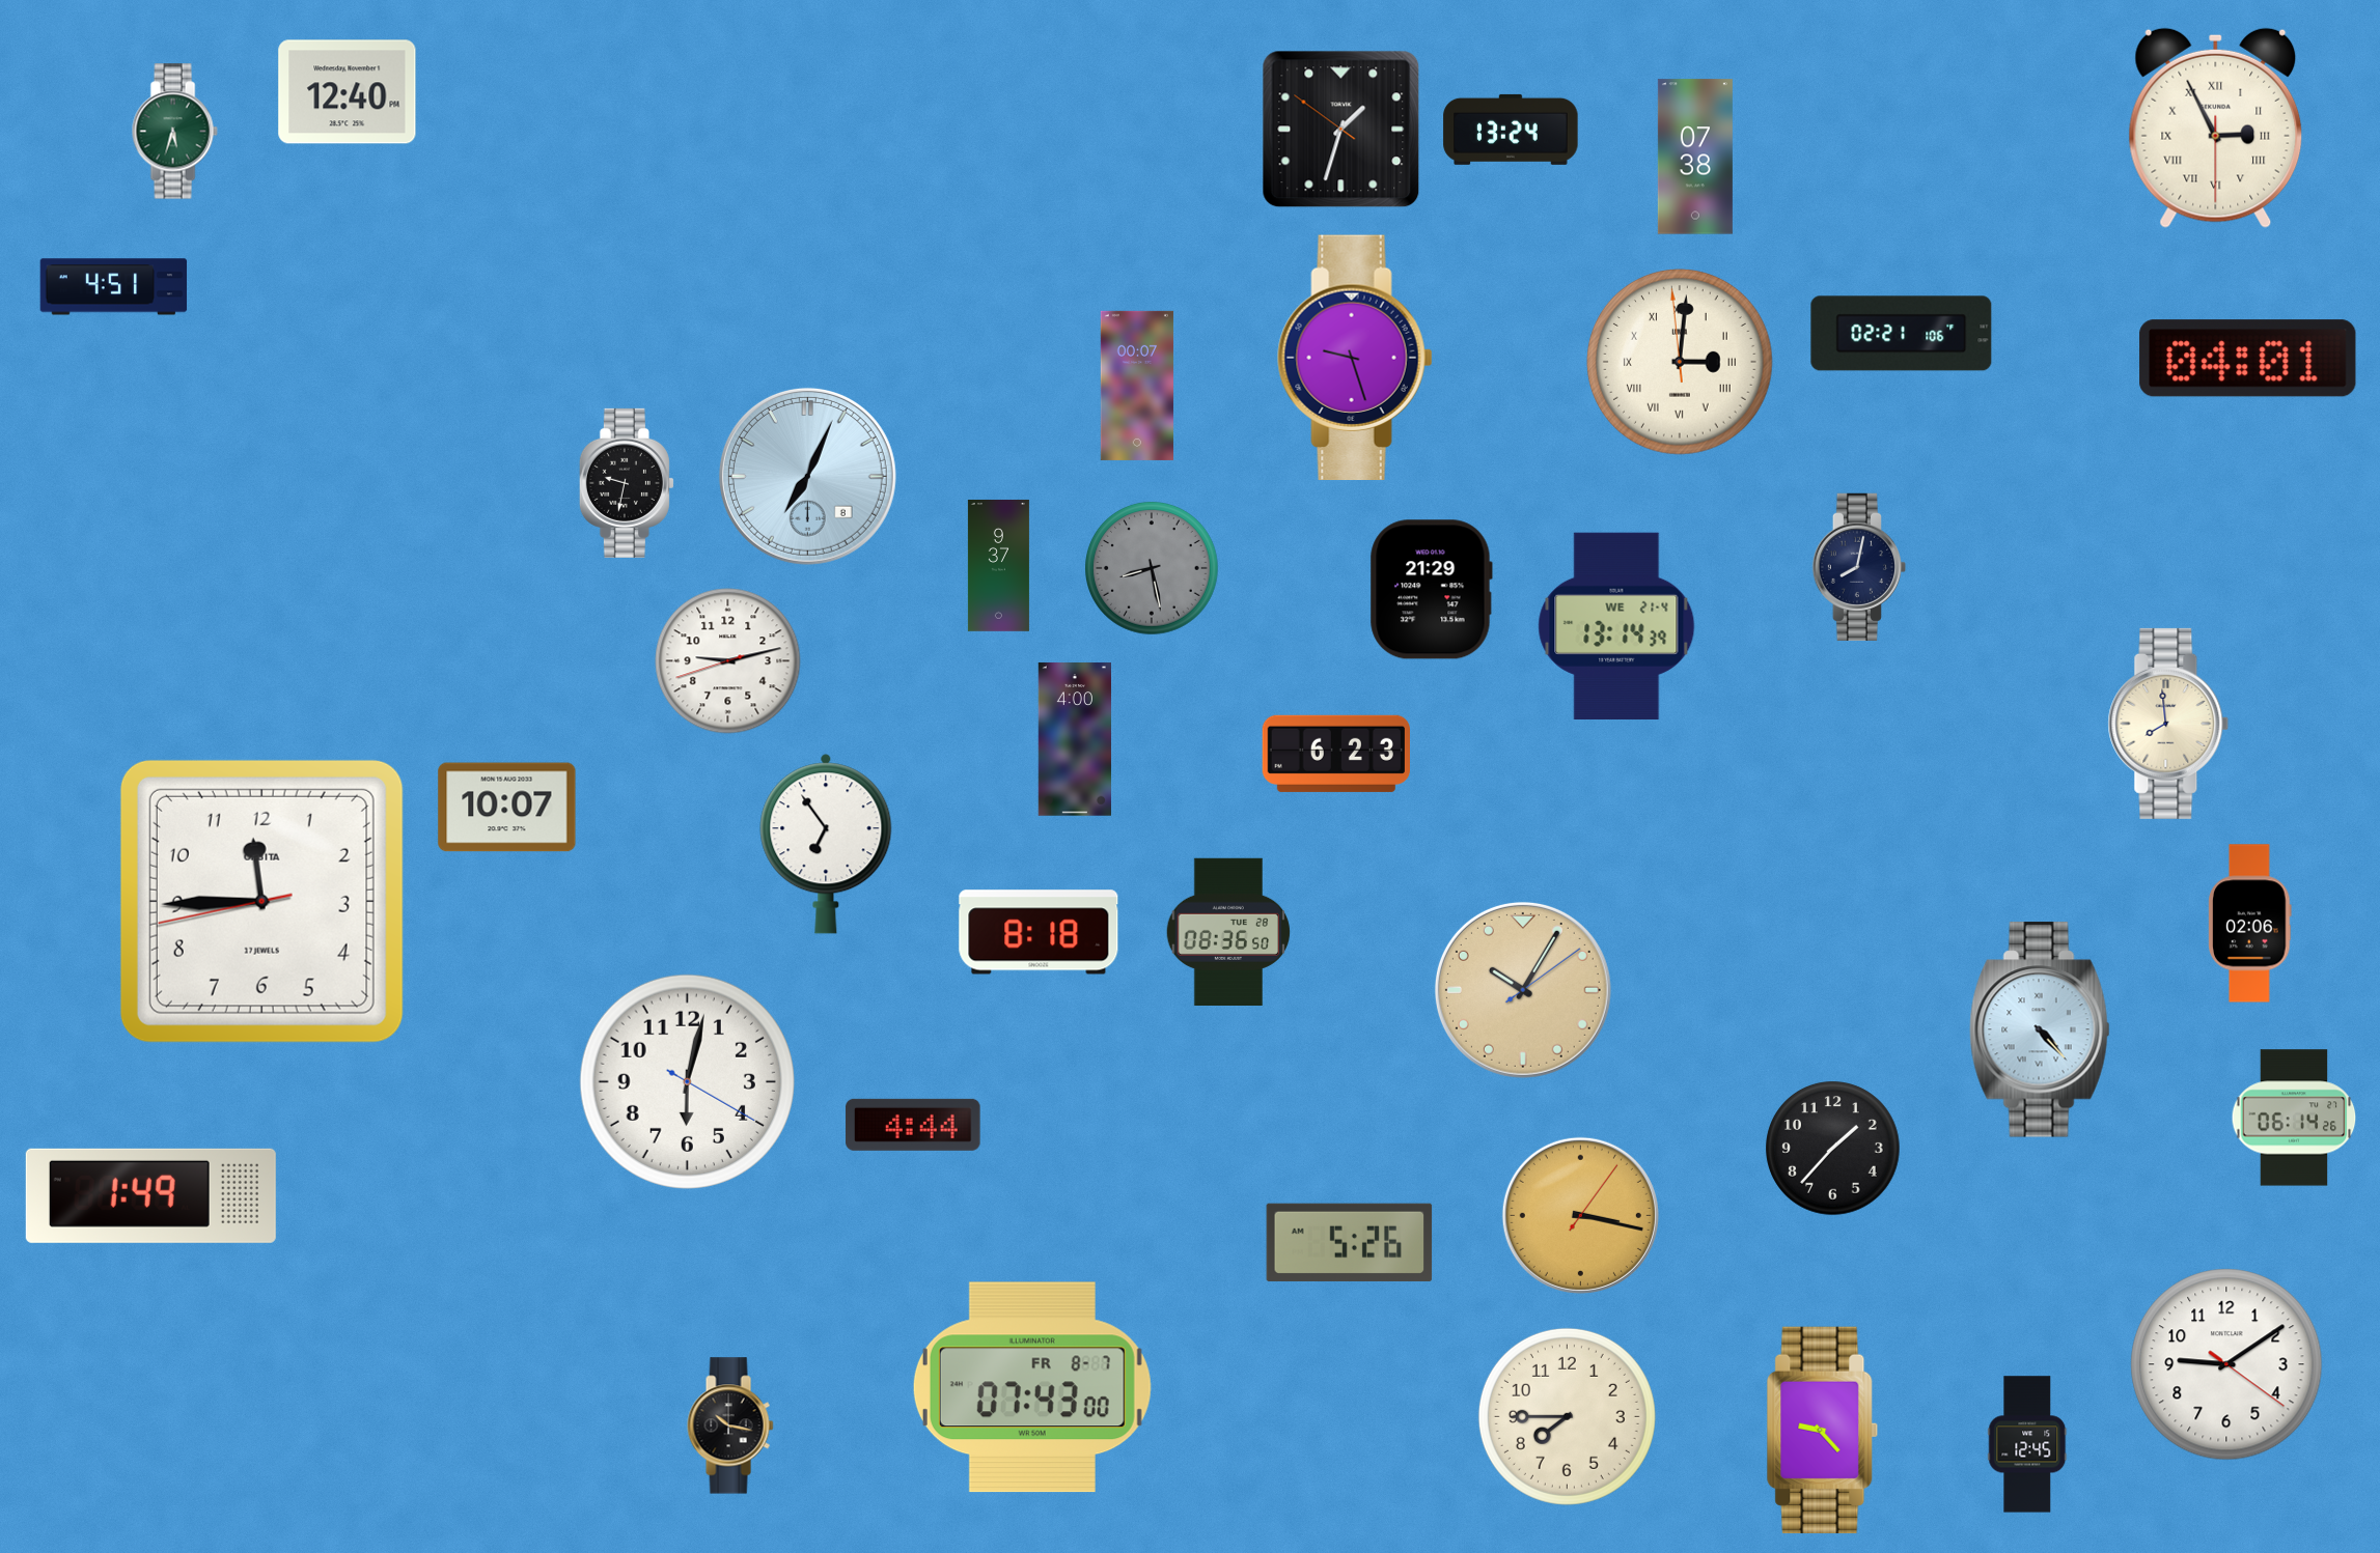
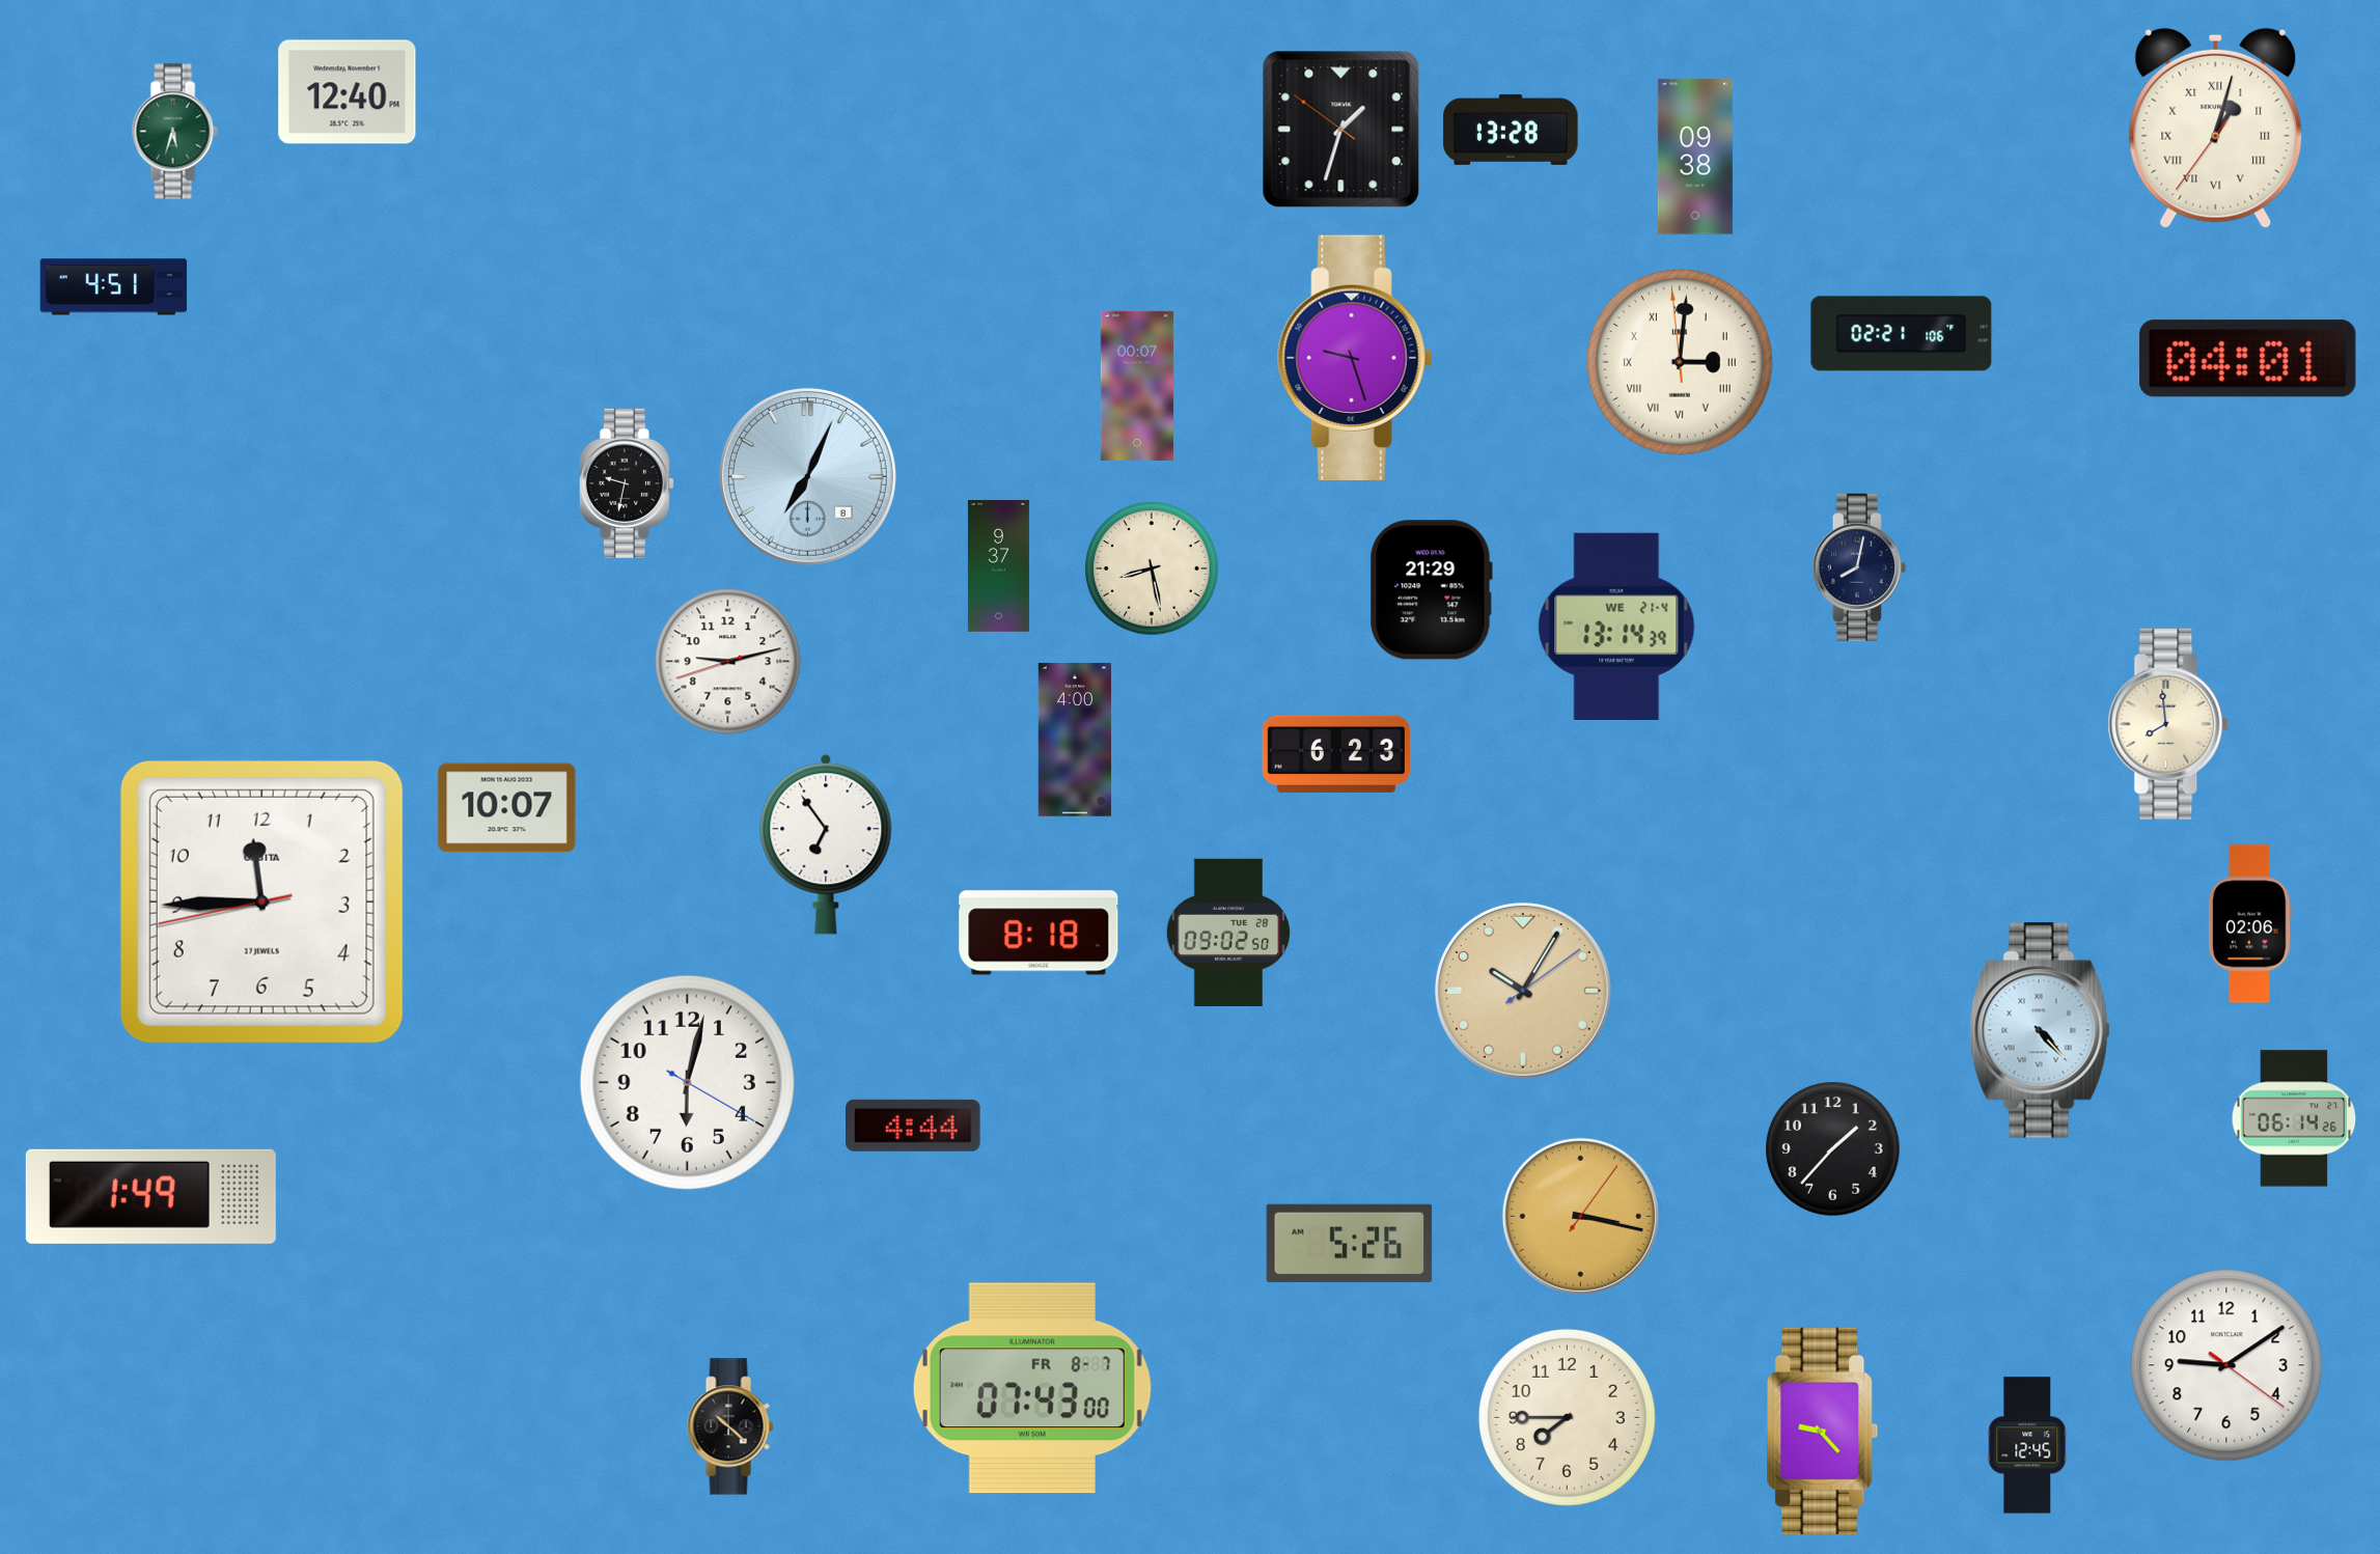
clock at (2216, 128): 2:55 -> 1:02
clock at (1511, 130): 13:24 -> 13:28
clock at (1695, 157): 07:38 -> 09:38
clock at (1153, 569) dial: grey -> cream
clock at (1228, 931): 08:36 -> 09:02
clock at (730, 1425): 10:17 -> 10:22
